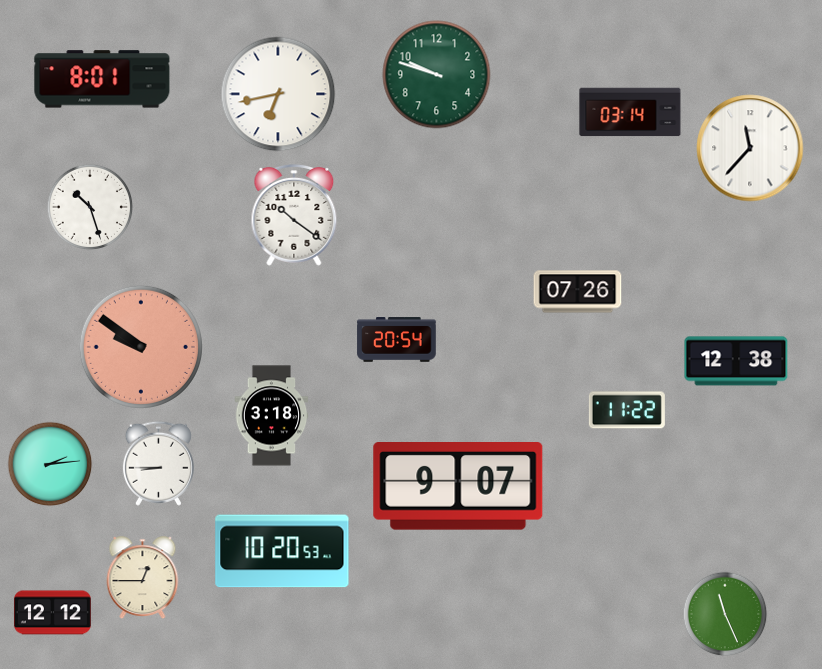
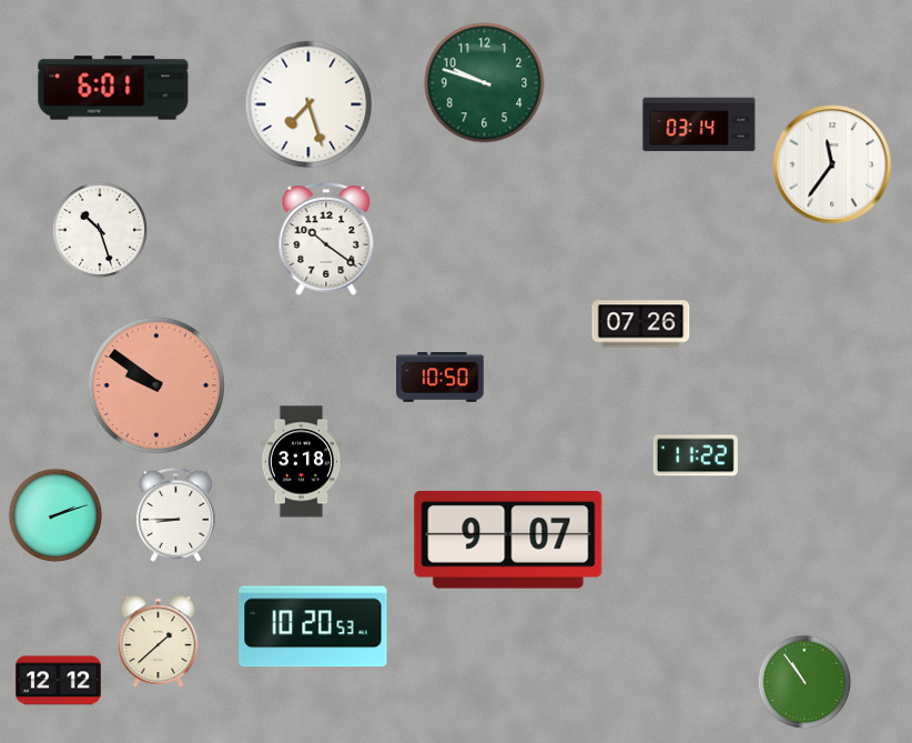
clock at (102, 79): 8:01 -> 6:01
clock at (278, 94): 6:43 -> 7:27
clock at (750, 148): 11:37 -> 11:36
clock at (397, 340): 20:54 -> 10:50
clock at (736, 361): 12:38 -> none
clock at (50, 464): 2:14 -> 2:12
clock at (282, 551) position: (282, 551) -> (313, 626)
clock at (143, 578): 12:45 -> 1:38
clock at (725, 614): 11:26 -> 10:54
